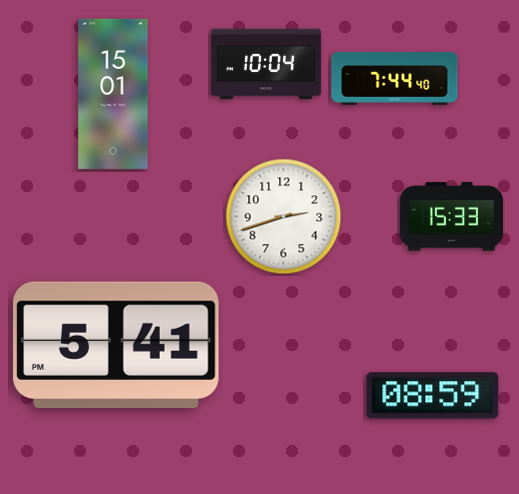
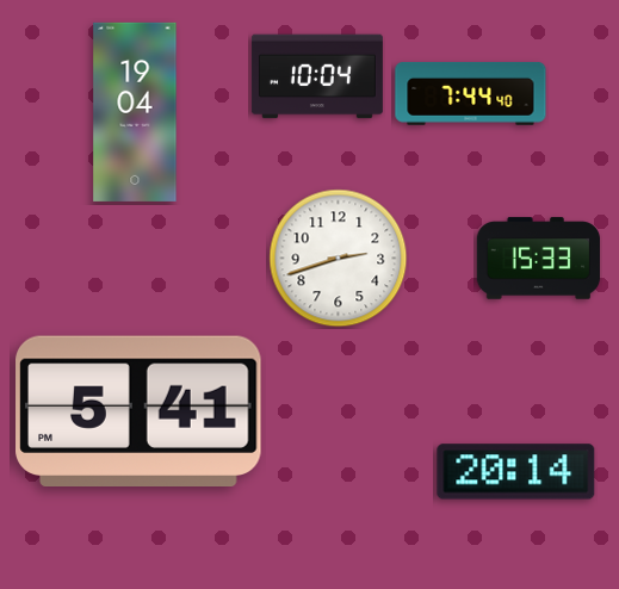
clock at (113, 94): 15:01 -> 19:04
clock at (433, 396): 08:59 -> 20:14
